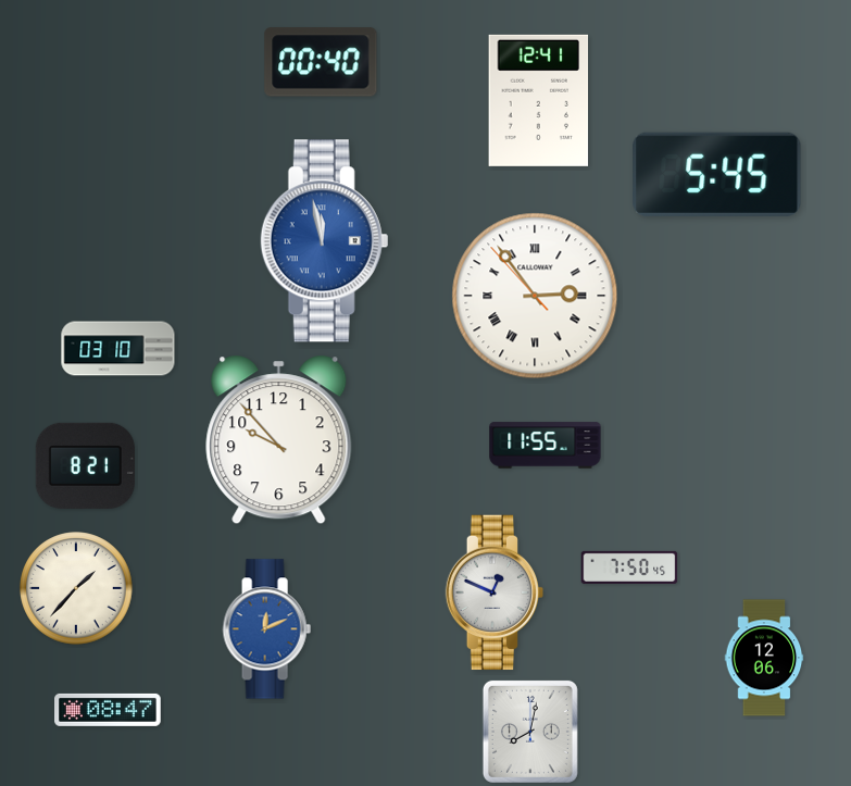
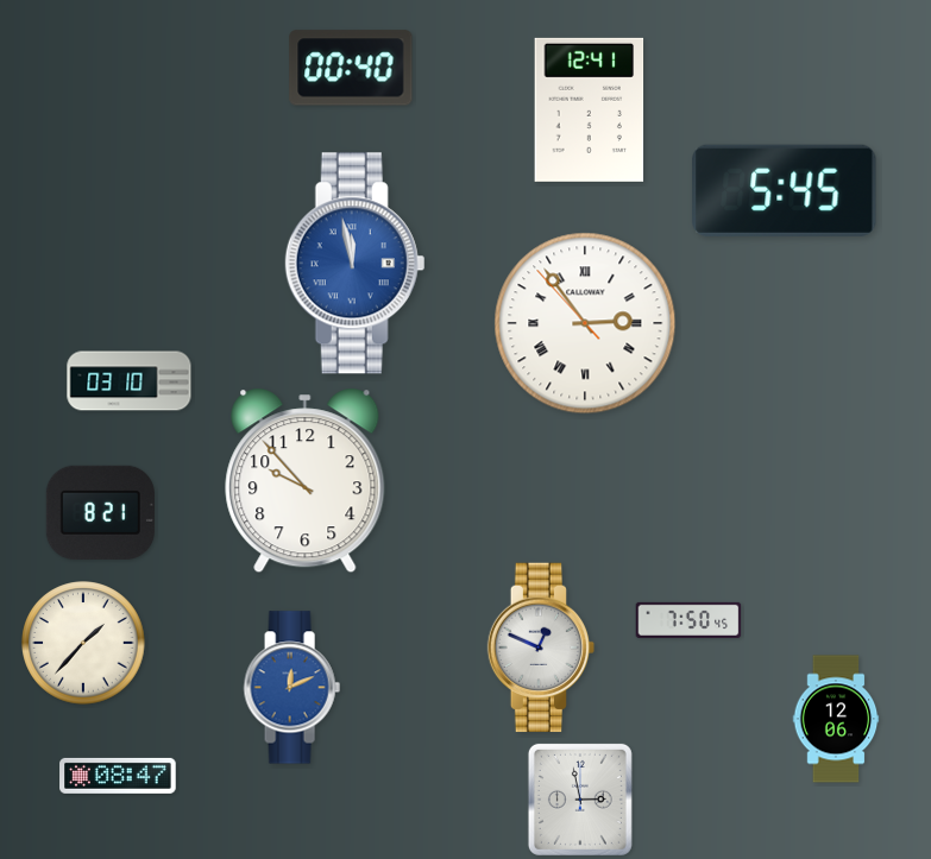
clock at (546, 446): 11:55 -> none
clock at (85, 465) position: (85, 465) -> (100, 512)
clock at (530, 732): 8:02 -> 2:58
